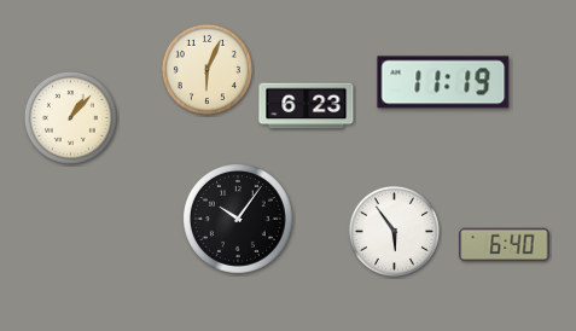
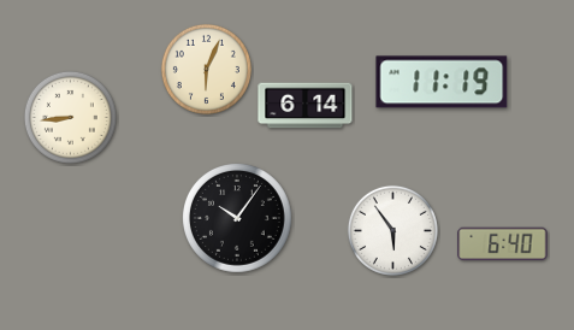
clock at (307, 106): 6:23 -> 6:14
clock at (70, 117): 1:07 -> 8:44
